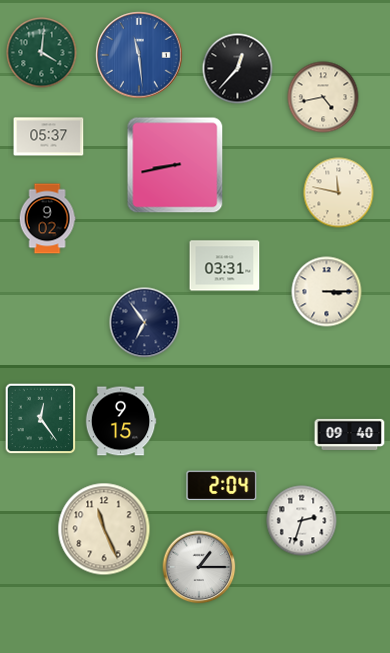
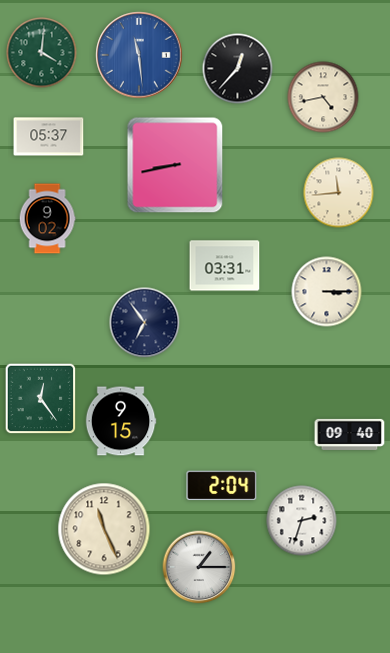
clock at (339, 193): 11:47 -> 11:44
clock at (41, 419) position: (41, 419) -> (41, 399)
